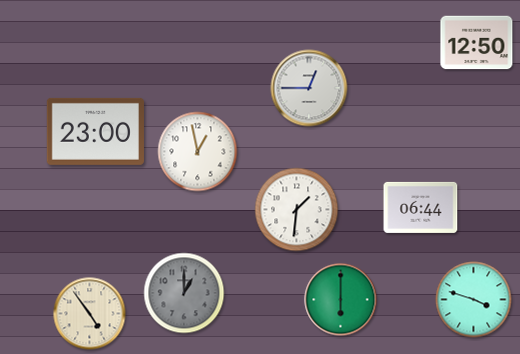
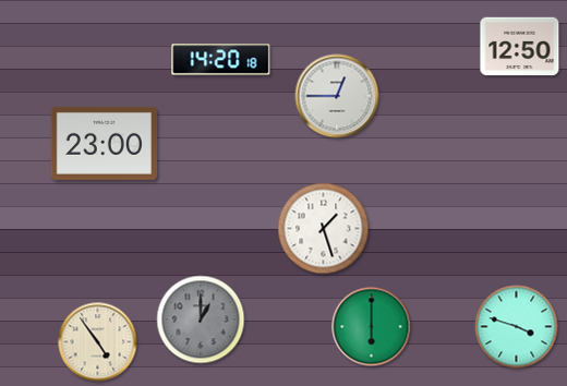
clock at (221, 60): none -> 14:20
clock at (198, 152): 12:58 -> none
clock at (421, 207): 06:44 -> none
clock at (297, 210): 1:31 -> 1:27
